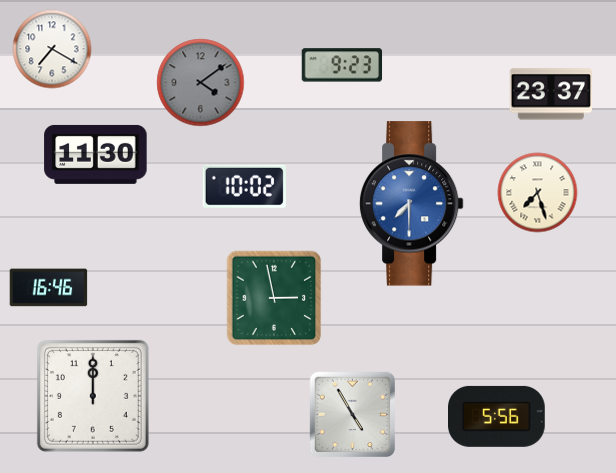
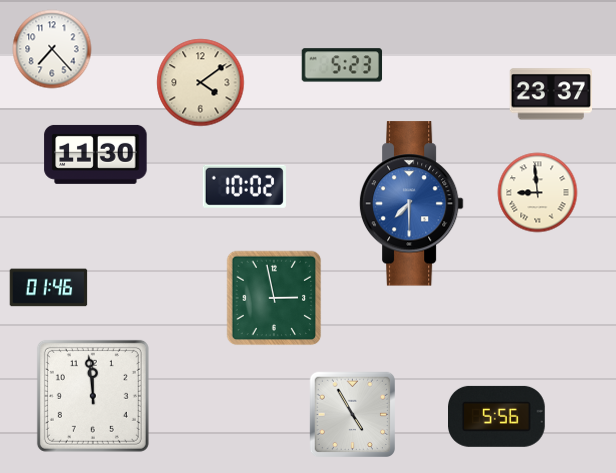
clock at (52, 49): 7:20 -> 7:23
clock at (342, 65): 9:23 -> 5:23
clock at (200, 82) dial: grey -> cream
clock at (537, 192): 7:27 -> 8:59
clock at (48, 288): 16:46 -> 01:46
clock at (93, 396): 12:00 -> 11:59
